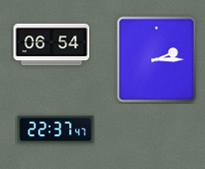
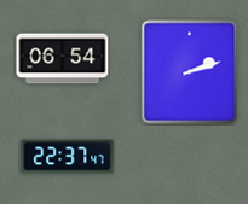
clock at (52, 45) position: (52, 45) -> (63, 59)
clock at (157, 60): 2:15 -> 2:12
